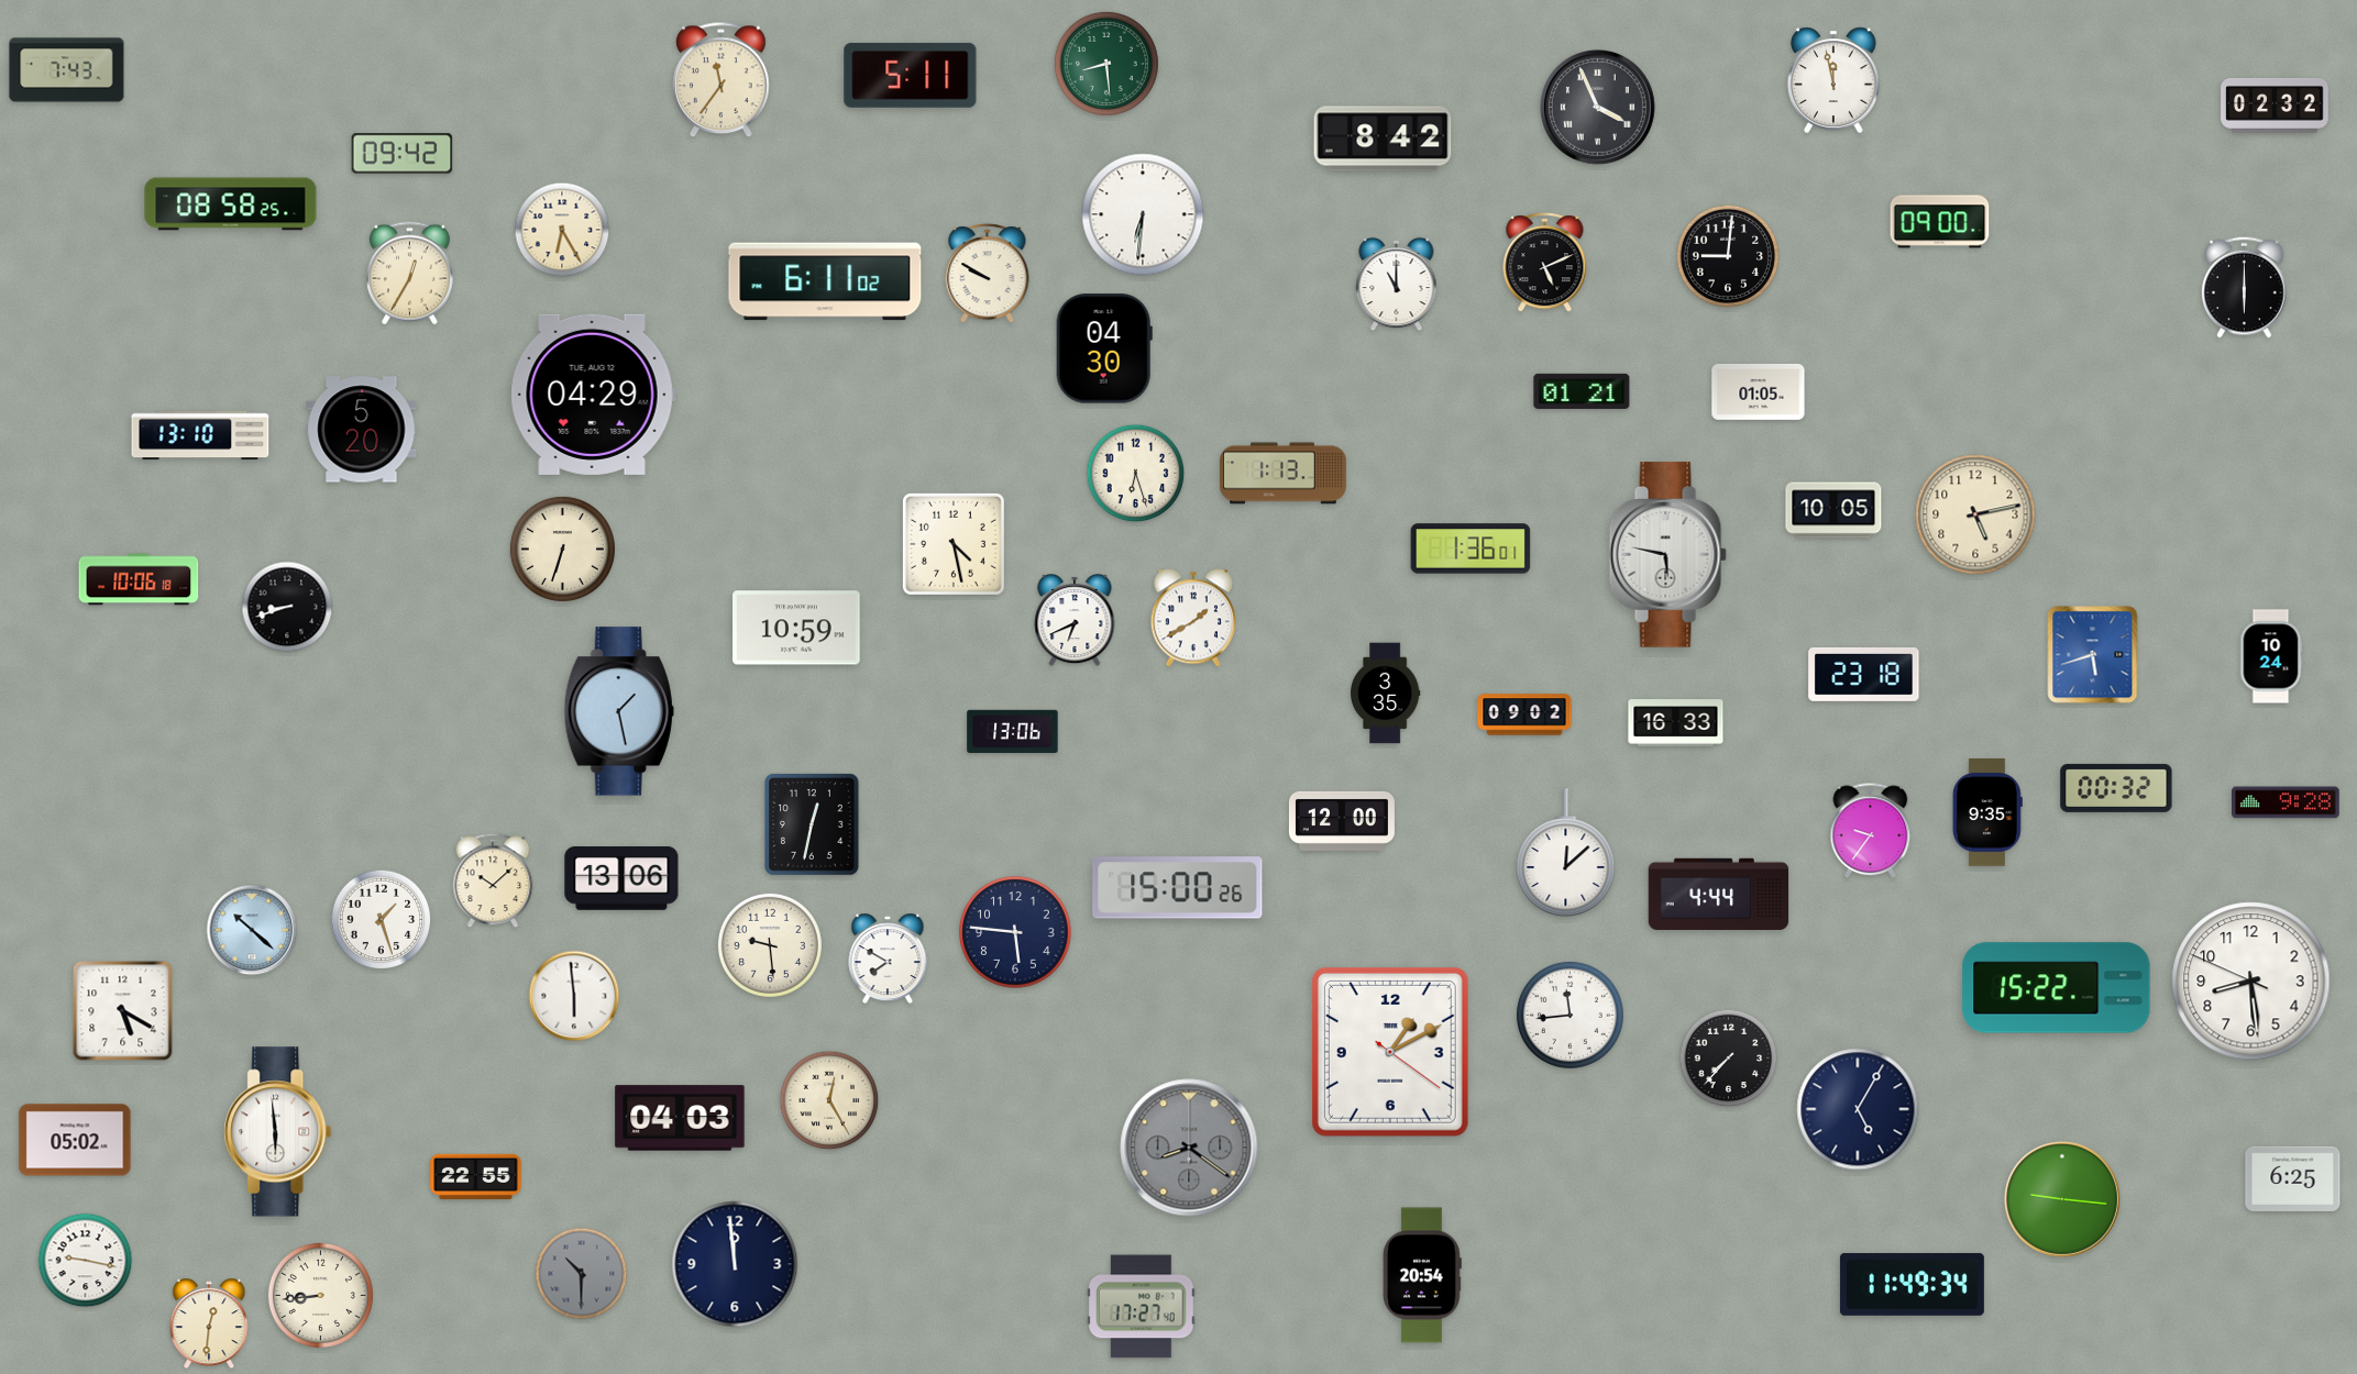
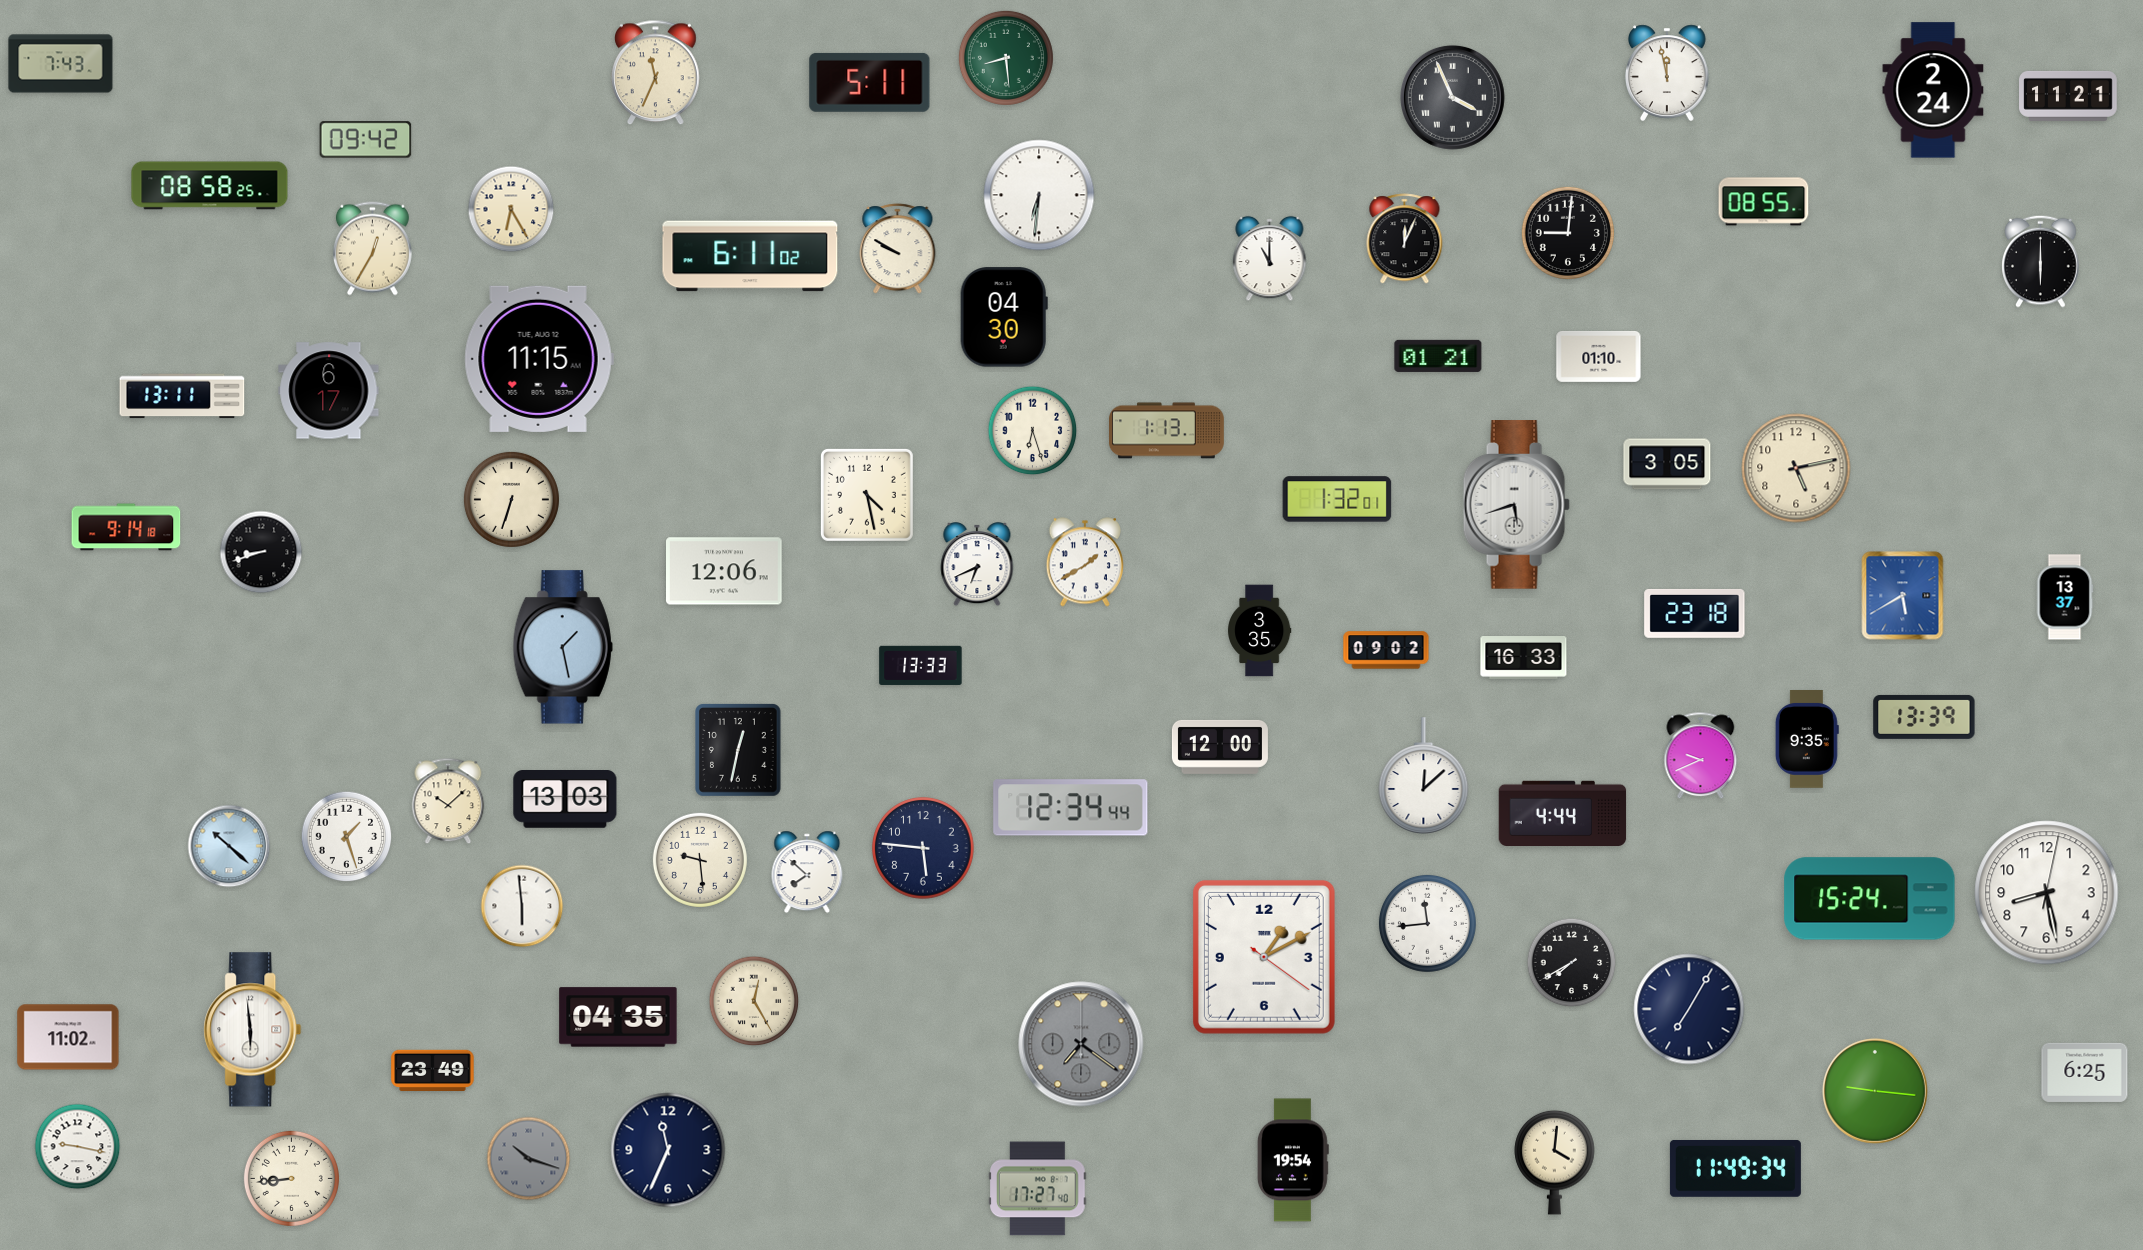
clock at (911, 75) position: (911, 75) -> (870, 82)
clock at (722, 80): 11:36 -> 11:34
clock at (1933, 90): none -> 2:24
clock at (2275, 106): 02:32 -> 11:21
clock at (1383, 138): 8:42 -> none
clock at (1940, 222): 09:00 -> 08:55
clock at (1728, 256) position: (1728, 256) -> (1568, 233)
clock at (1545, 263): 5:11 -> 12:04
clock at (1759, 391): 01:05 -> 01:10
clock at (593, 395): 04:29 -> 11:15
clock at (362, 430): 5:20 -> 6:17
clock at (200, 435): 13:10 -> 13:11
clock at (1833, 510): 10:05 -> 3:05
clock at (1471, 549): 1:36 -> 1:32
clock at (1667, 555): 5:47 -> 5:42
clock at (139, 579): 10:06 -> 9:14
clock at (797, 628): 10:59 -> 12:06
clock at (2093, 655): 5:42 -> 5:40
clock at (2271, 656): 10:24 -> 13:37
clock at (1013, 731): 13:06 -> 13:33
clock at (2116, 788): 00:32 -> 13:39
clock at (2287, 802): 9:28 -> none
clock at (1871, 831): 9:36 -> 9:41
clock at (621, 879): 13:06 -> 13:03
clock at (1178, 888): 15:00 -> 12:34
clock at (888, 959): 7:50 -> 7:52
clock at (2251, 982): 8:28:49 -> 8:28:02
clock at (2057, 988): 15:22 -> 15:24
clock at (123, 1011): 5:20 -> none
clock at (1729, 1059): 7:37 -> 7:40
clock at (1858, 1109): 5:05 -> 7:05
clock at (680, 1118): 04:03 -> 04:35
clock at (75, 1140): 05:02 -> 11:02
clock at (1189, 1148): 8:21 -> 7:21
clock at (476, 1176): 22:55 -> 23:49
clock at (735, 1264): 11:59 -> 11:34
clock at (582, 1274): 10:30 -> 10:18
clock at (1422, 1275): 20:54 -> 19:54
clock at (1555, 1162): none -> 4:01
clock at (1912, 1284) position: (1912, 1284) -> (1735, 1168)
clock at (209, 1323): 12:31 -> none
